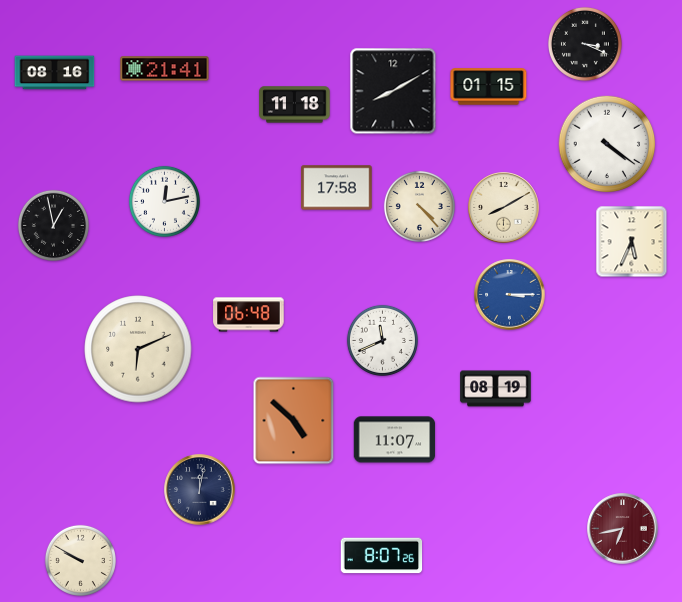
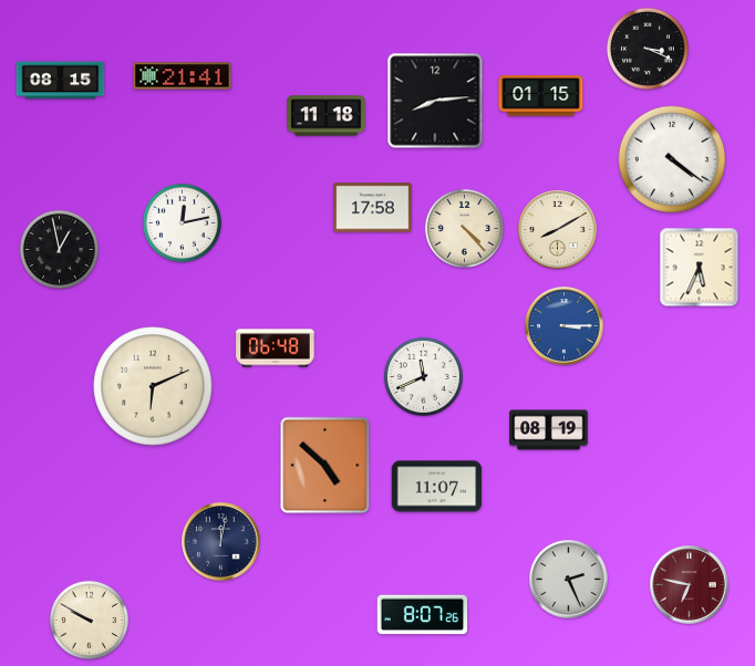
clock at (55, 73): 08:16 -> 08:15
clock at (393, 91): 8:10 -> 8:14
clock at (569, 580): none -> 2:26
clock at (623, 529): 6:43 -> 6:47
